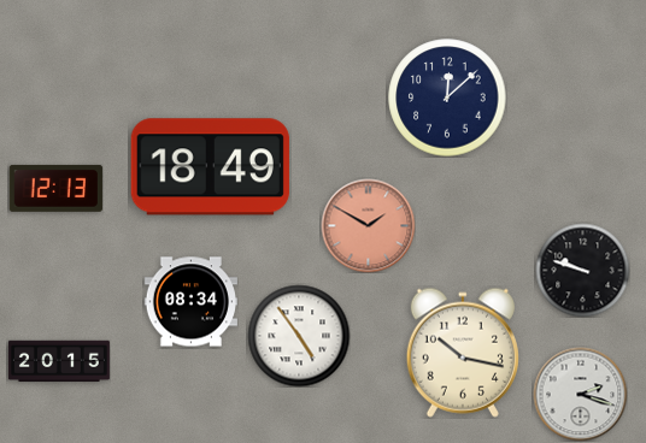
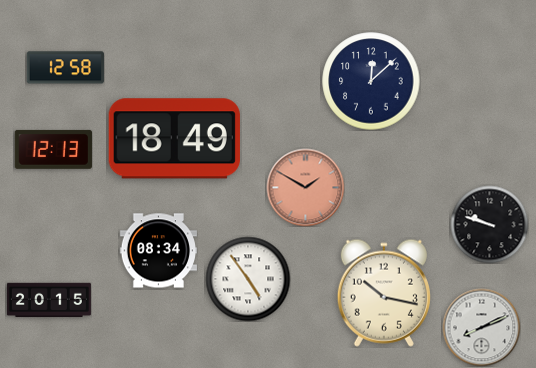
clock at (65, 68): none -> 12:58
clock at (55, 188) position: (55, 188) -> (53, 149)
clock at (582, 270) position: (582, 270) -> (489, 224)
clock at (580, 394): 2:18 -> 8:11
